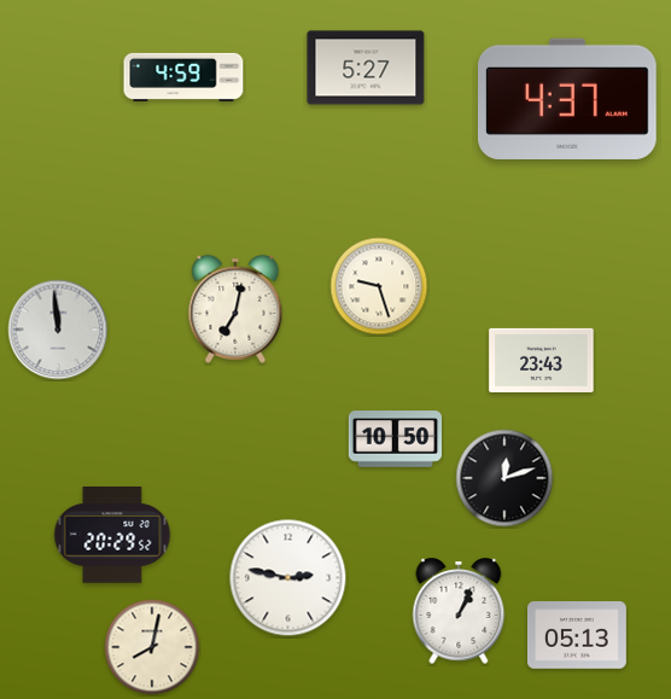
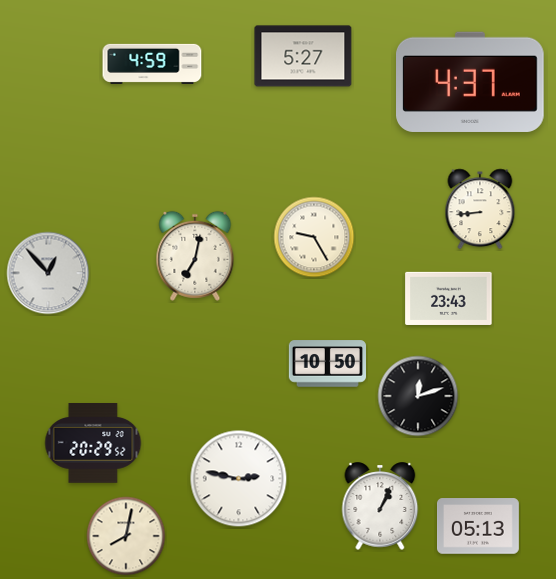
clock at (480, 209): none -> 8:44
clock at (379, 286): 9:27 -> 9:25
clock at (58, 330): 11:59 -> 12:53
